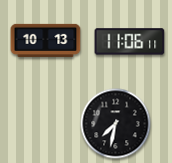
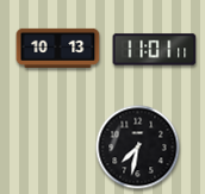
clock at (46, 40) position: (46, 40) -> (58, 48)
clock at (130, 42): 11:06 -> 11:01
